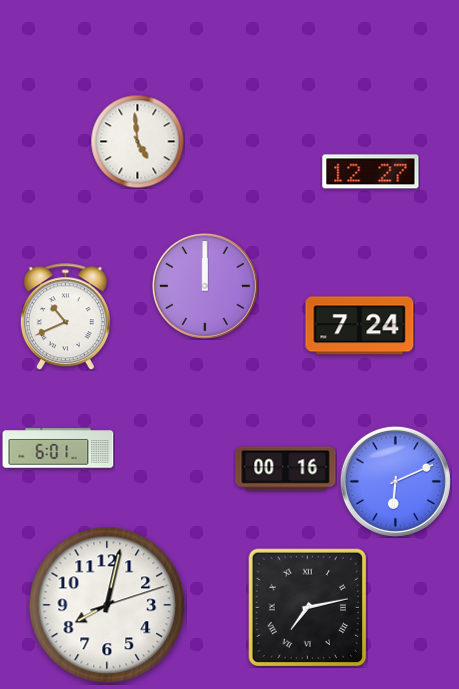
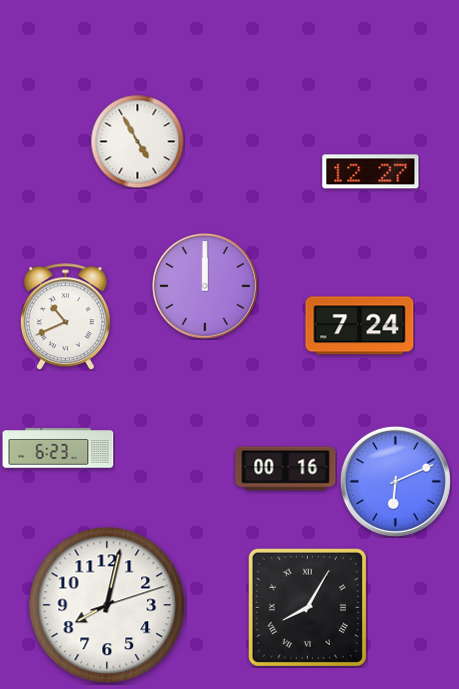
clock at (137, 141): 4:59 -> 4:55
clock at (58, 448): 6:01 -> 6:23
clock at (307, 607): 7:13 -> 8:05
